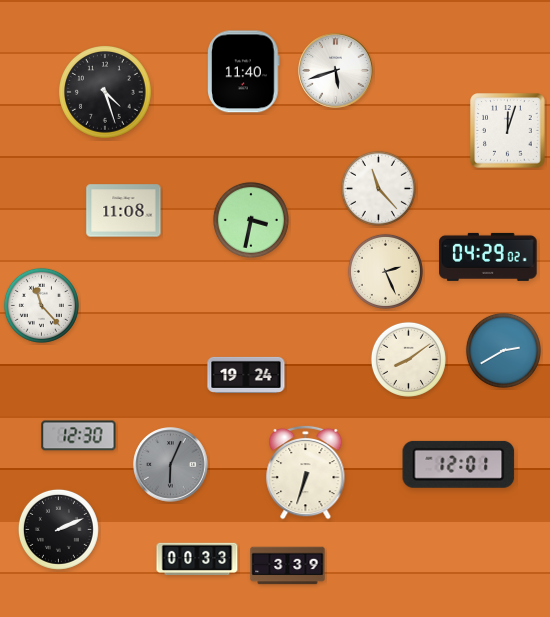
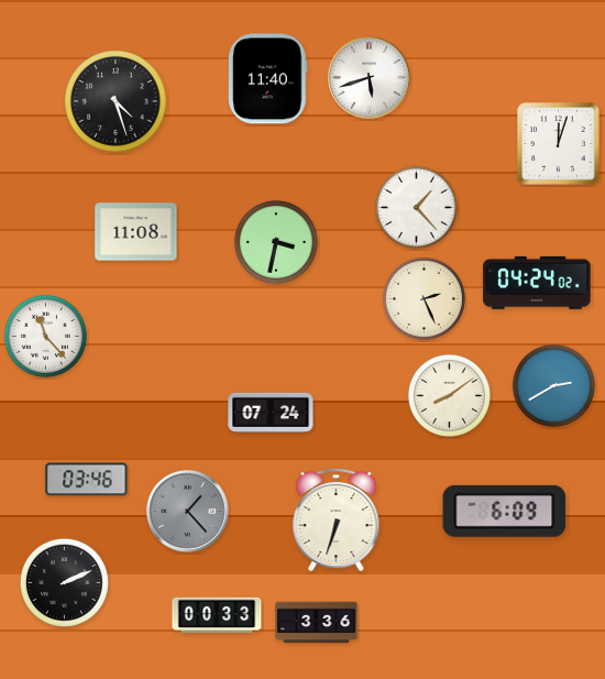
clock at (378, 188): 11:23 -> 1:23
clock at (488, 257): 04:29 -> 04:24
clock at (246, 375): 19:24 -> 07:24
clock at (79, 436): 12:30 -> 03:46
clock at (459, 464): 12:01 -> 6:09
clock at (171, 465): 6:04 -> 1:23
clock at (288, 566): 3:39 -> 3:36
